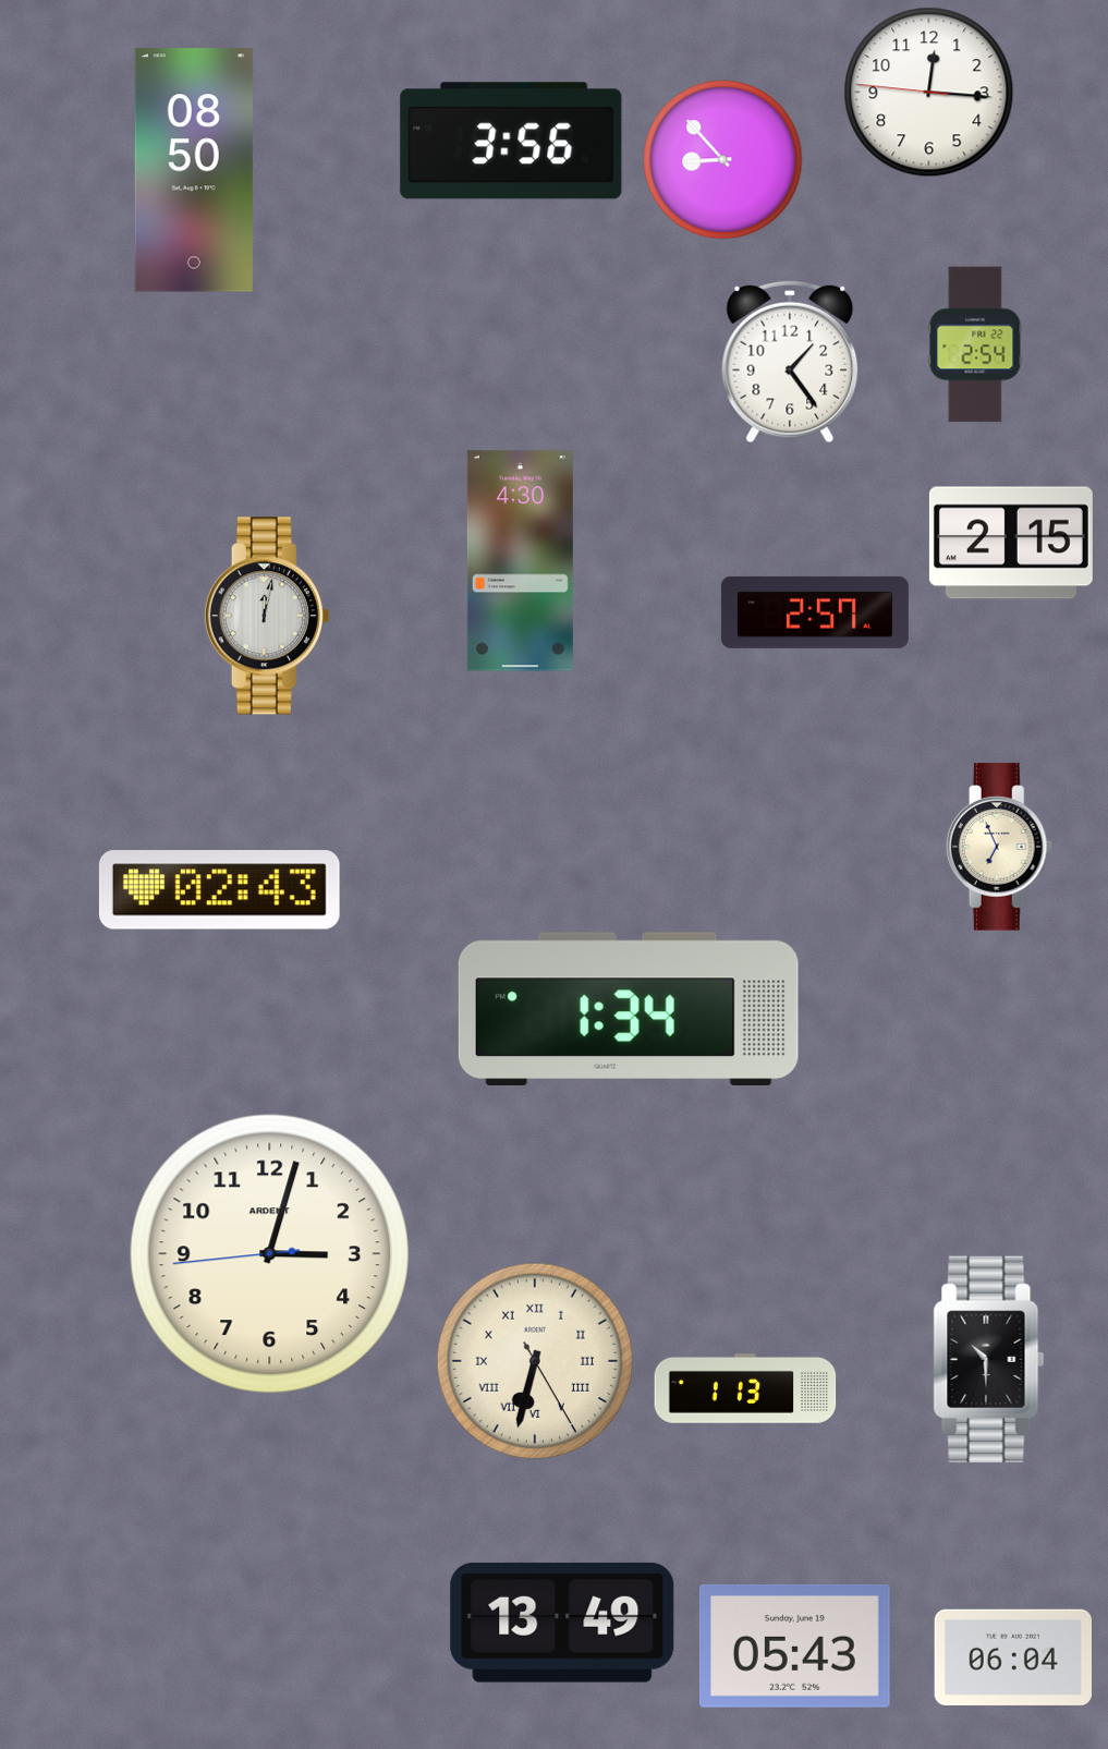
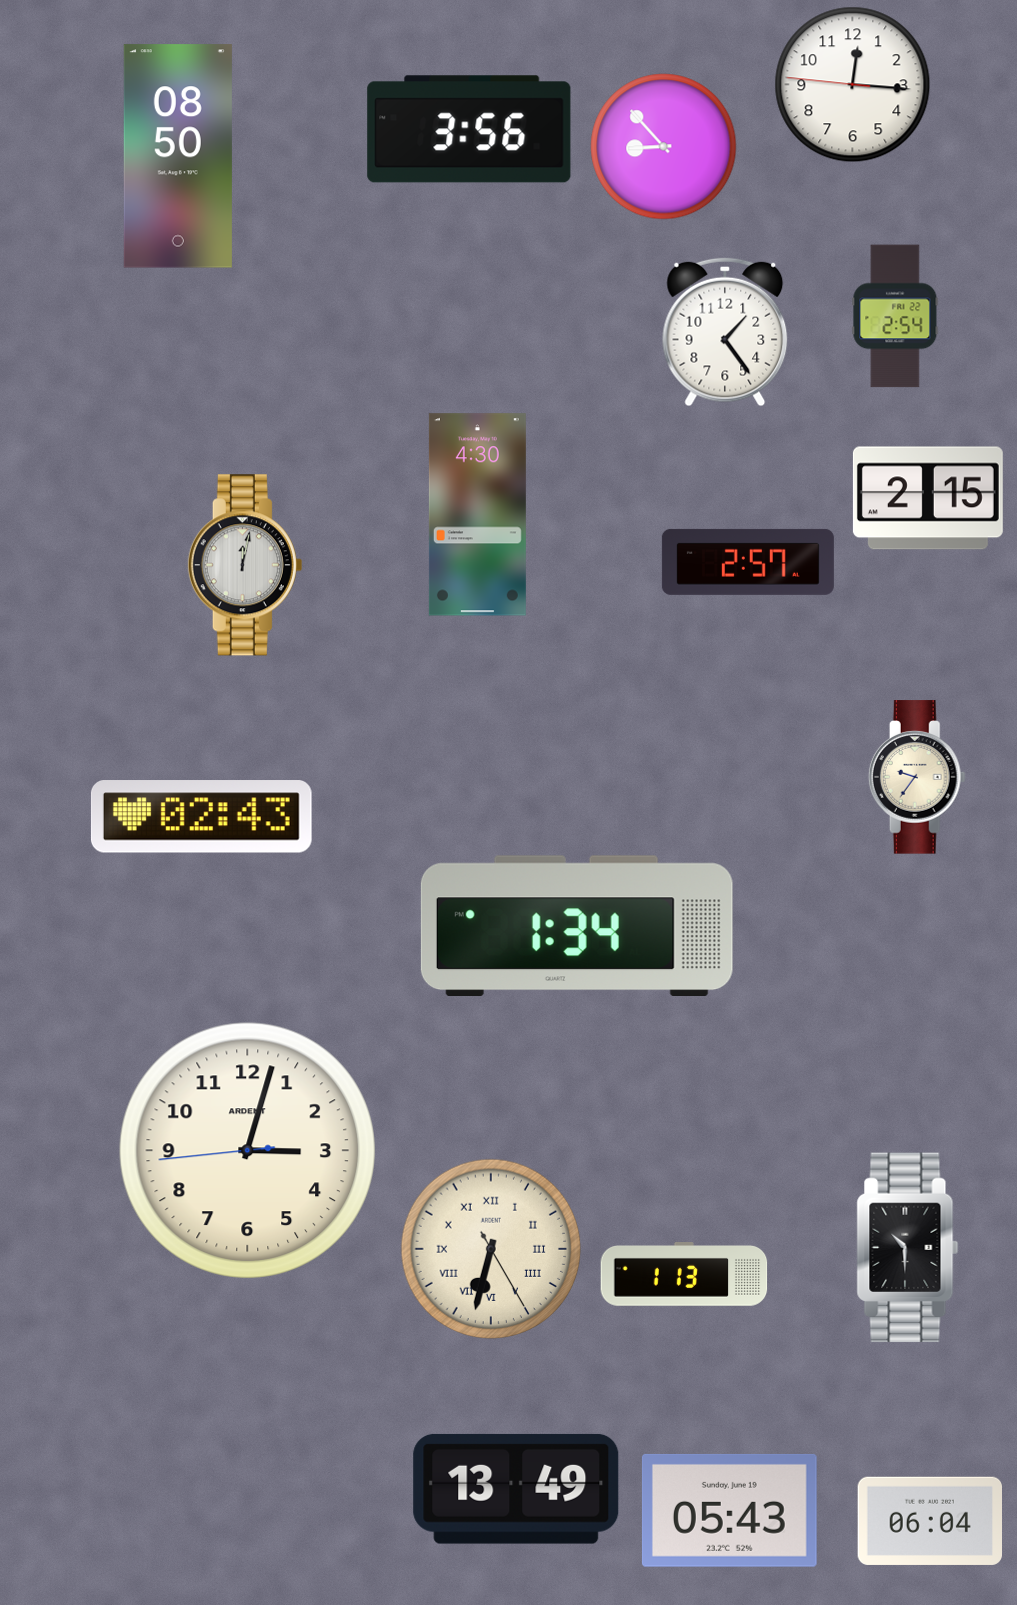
clock at (999, 847): 6:56 -> 9:36
